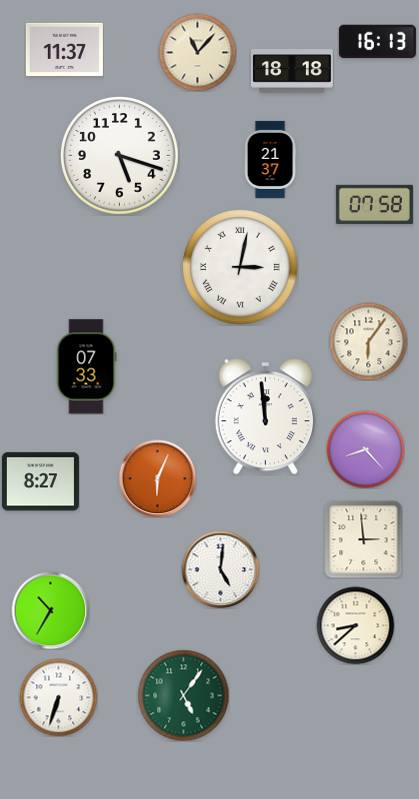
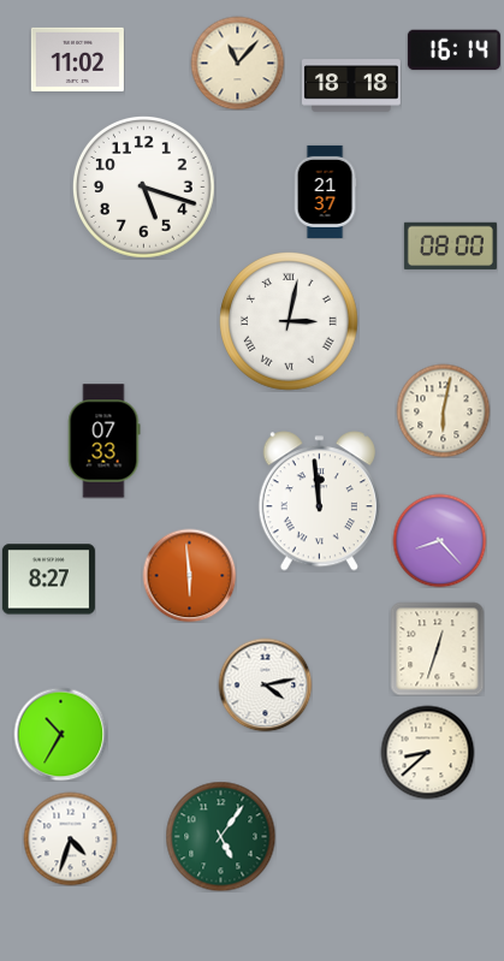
clock at (377, 42): 16:13 -> 16:14
clock at (64, 49): 11:37 -> 11:02
clock at (374, 205): 07:58 -> 08:00
clock at (368, 341): 6:06 -> 6:02
clock at (157, 478): 6:04 -> 5:59
clock at (363, 539): 2:59 -> 12:33
clock at (220, 569): 5:01 -> 4:13
clock at (58, 697): 6:33 -> 4:33
